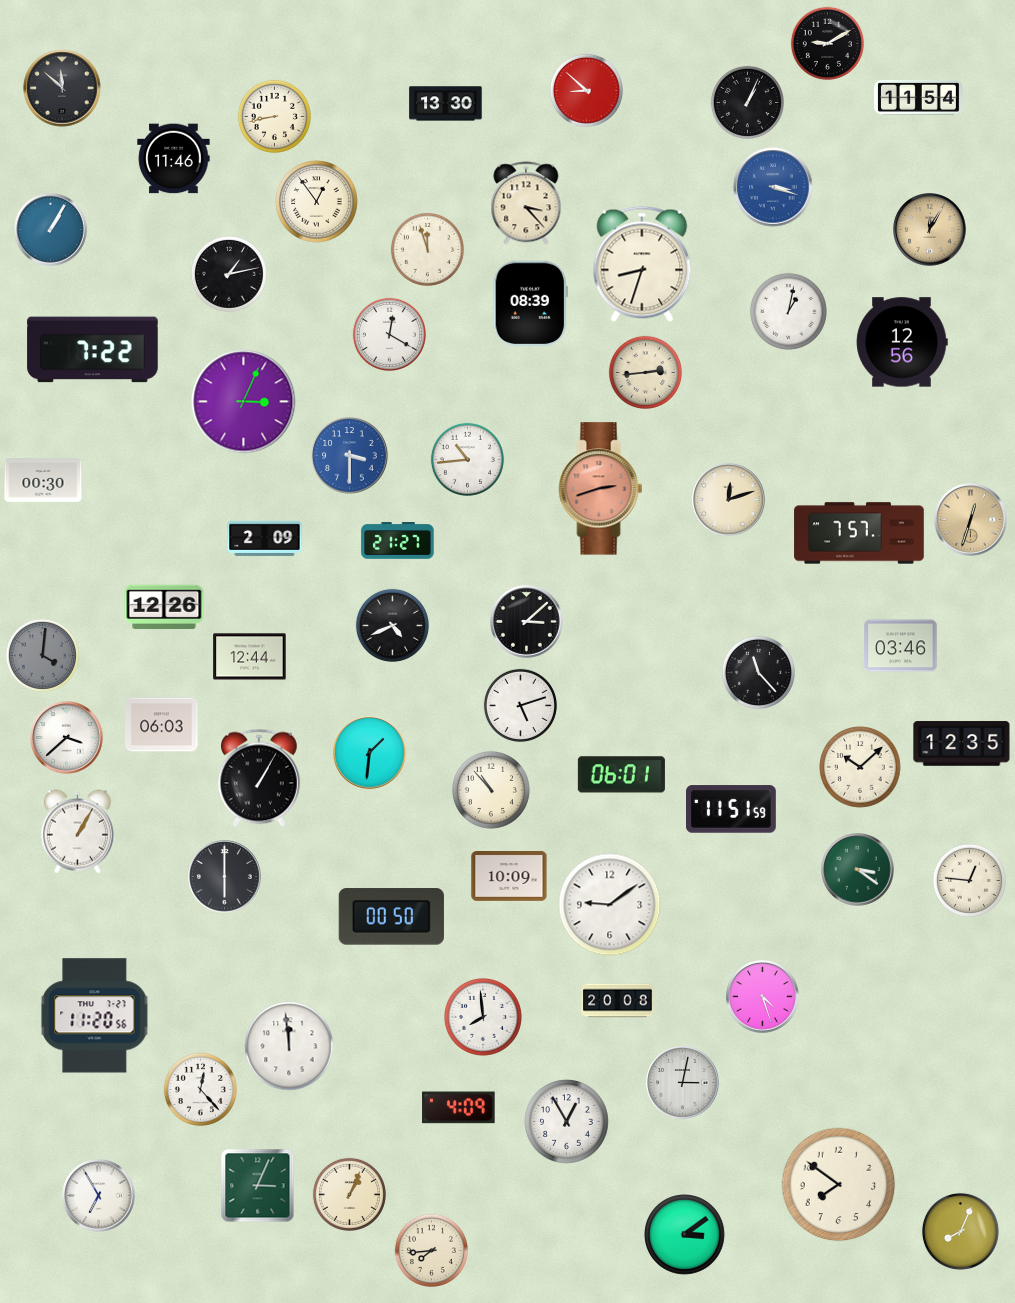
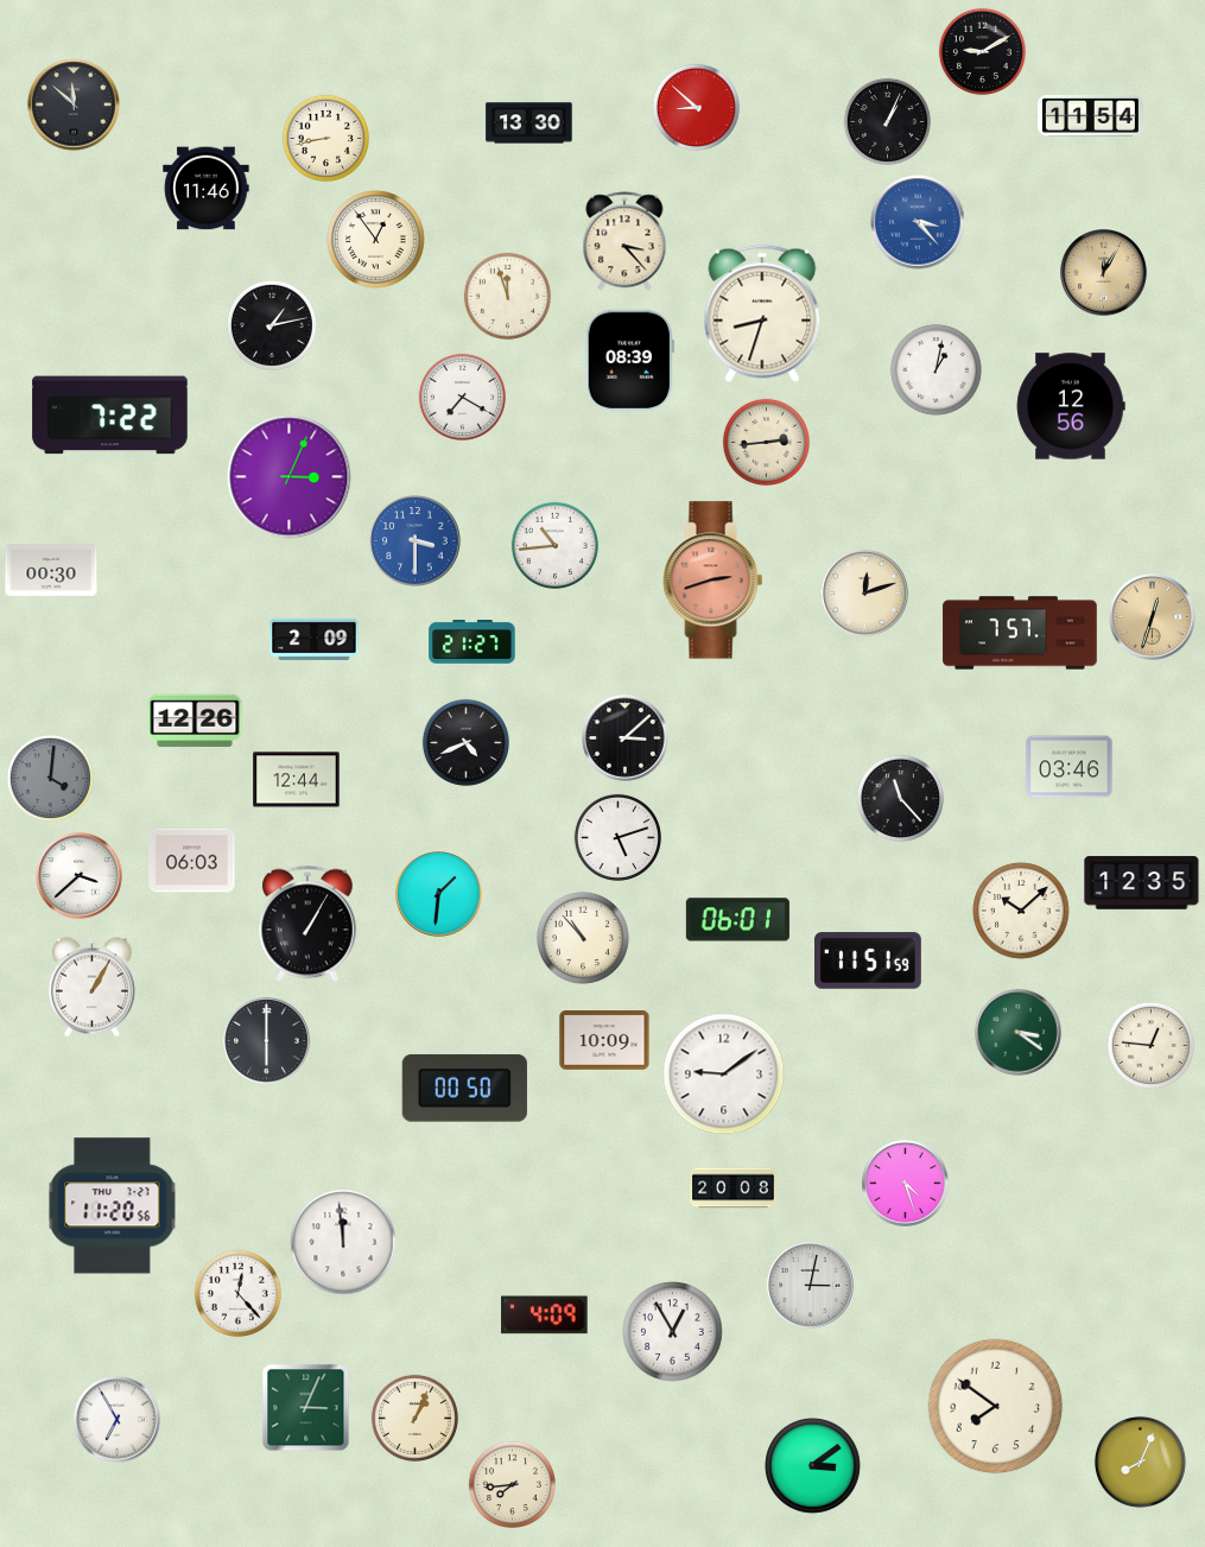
clock at (773, 187): 3:18 -> 3:23
clock at (51, 230): 1:05 -> none
clock at (389, 334): 12:20 -> 7:20
clock at (483, 1017): 7:59 -> none
